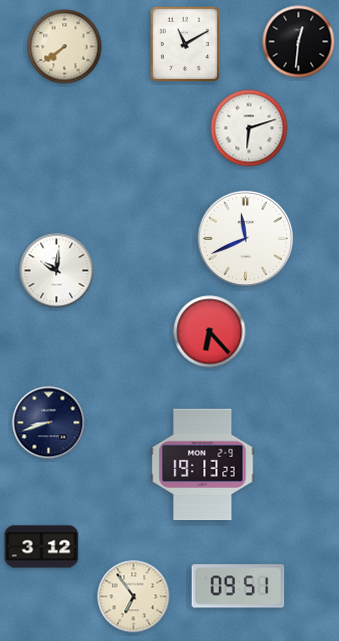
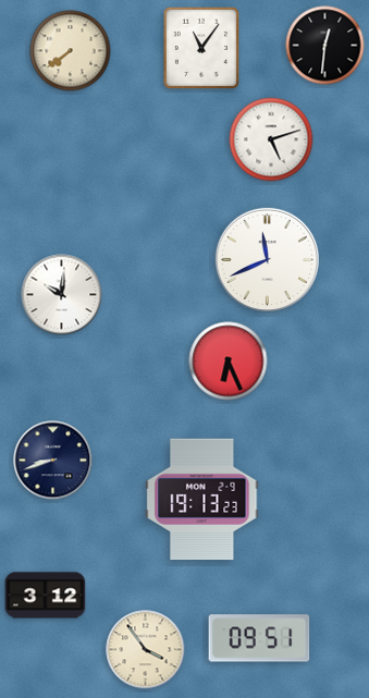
clock at (185, 44): 11:10 -> 11:06
clock at (249, 128): 6:12 -> 5:12
clock at (210, 332): 6:23 -> 6:26
clock at (203, 465) position: (203, 465) -> (202, 500)
clock at (134, 597): 6:54 -> 3:54
